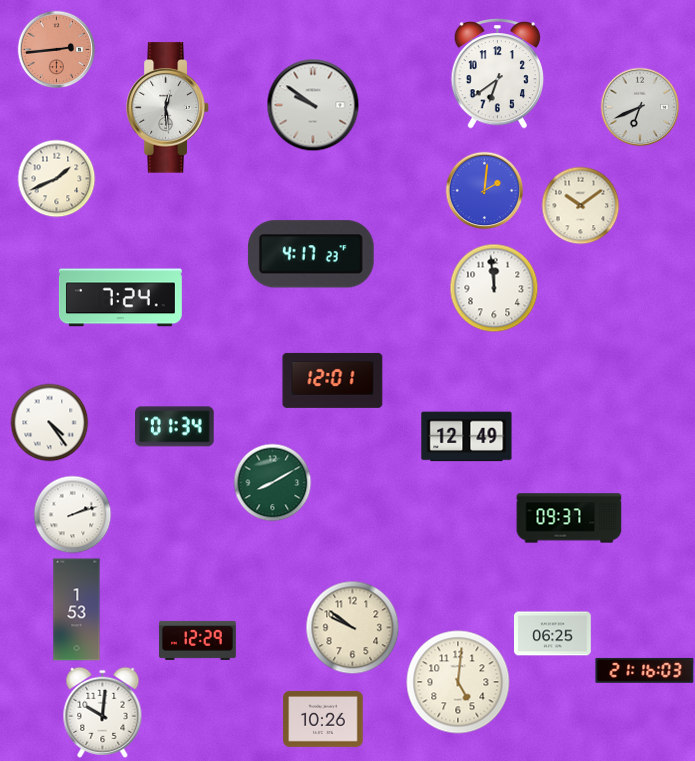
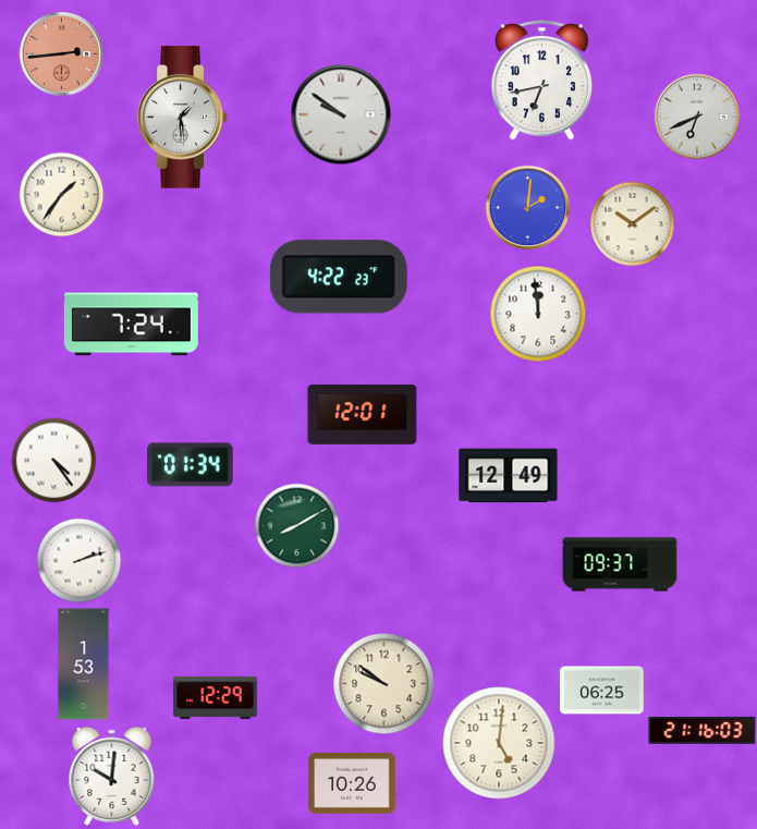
clock at (497, 74): 6:39 -> 6:43
clock at (168, 108): 12:29 -> 1:29
clock at (56, 178): 1:41 -> 1:36
clock at (311, 254): 4:17 -> 4:22
